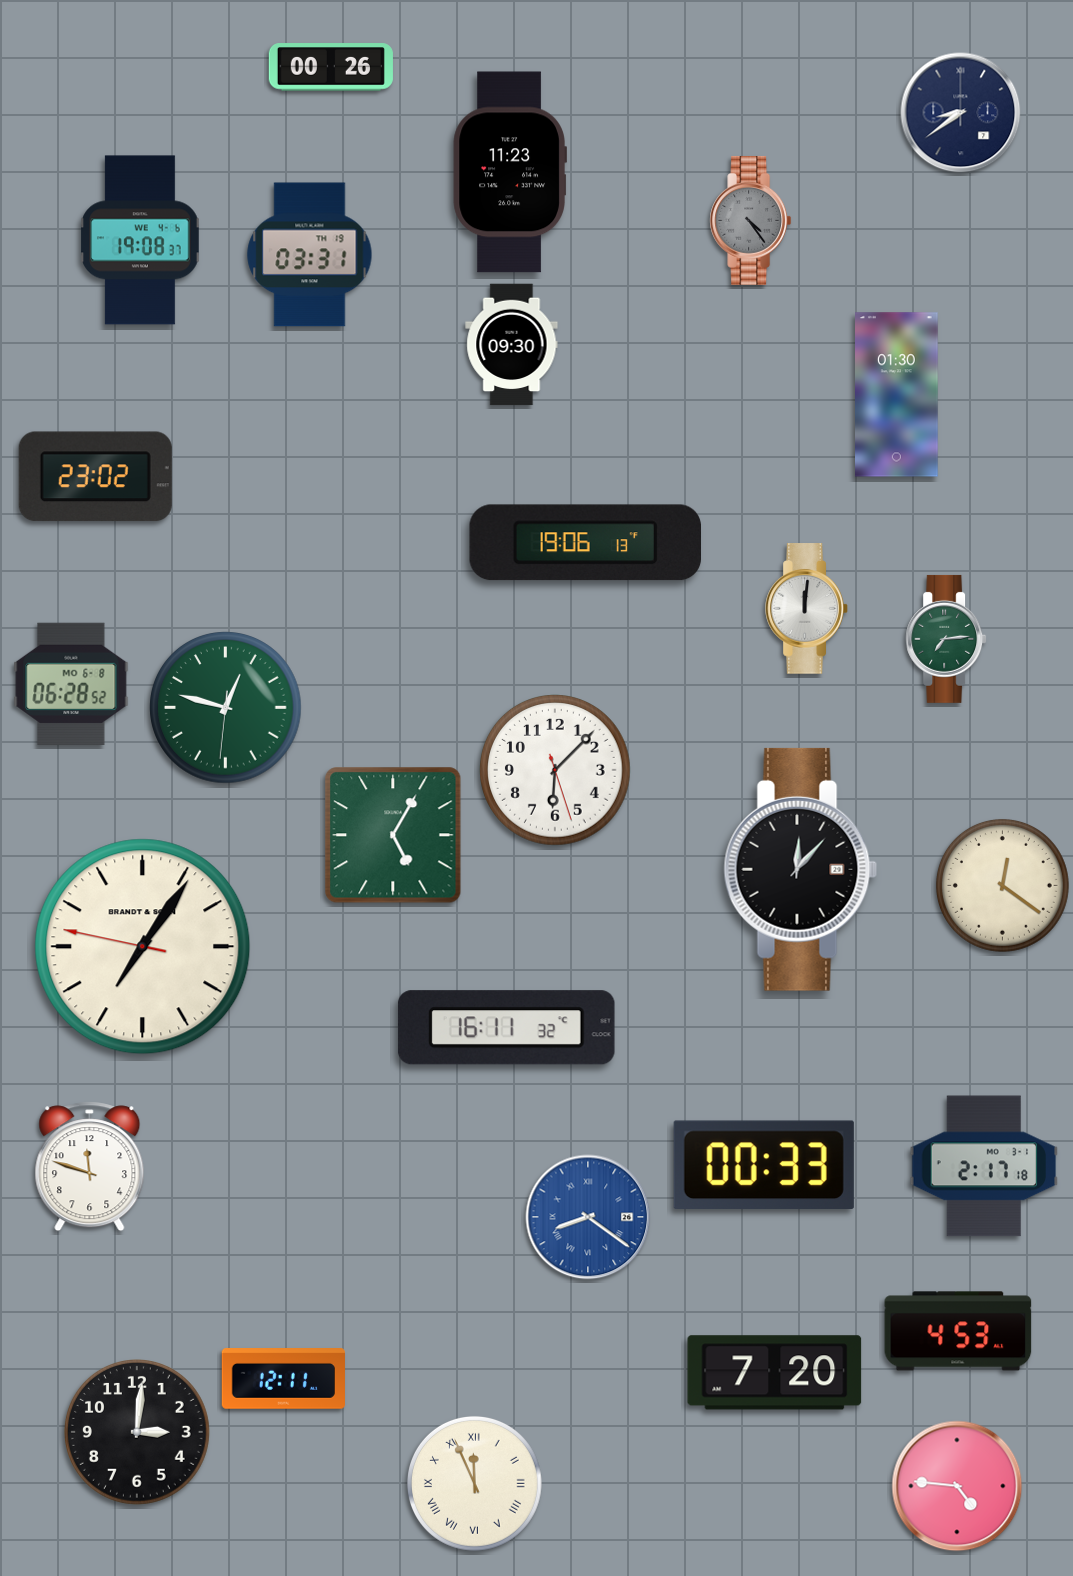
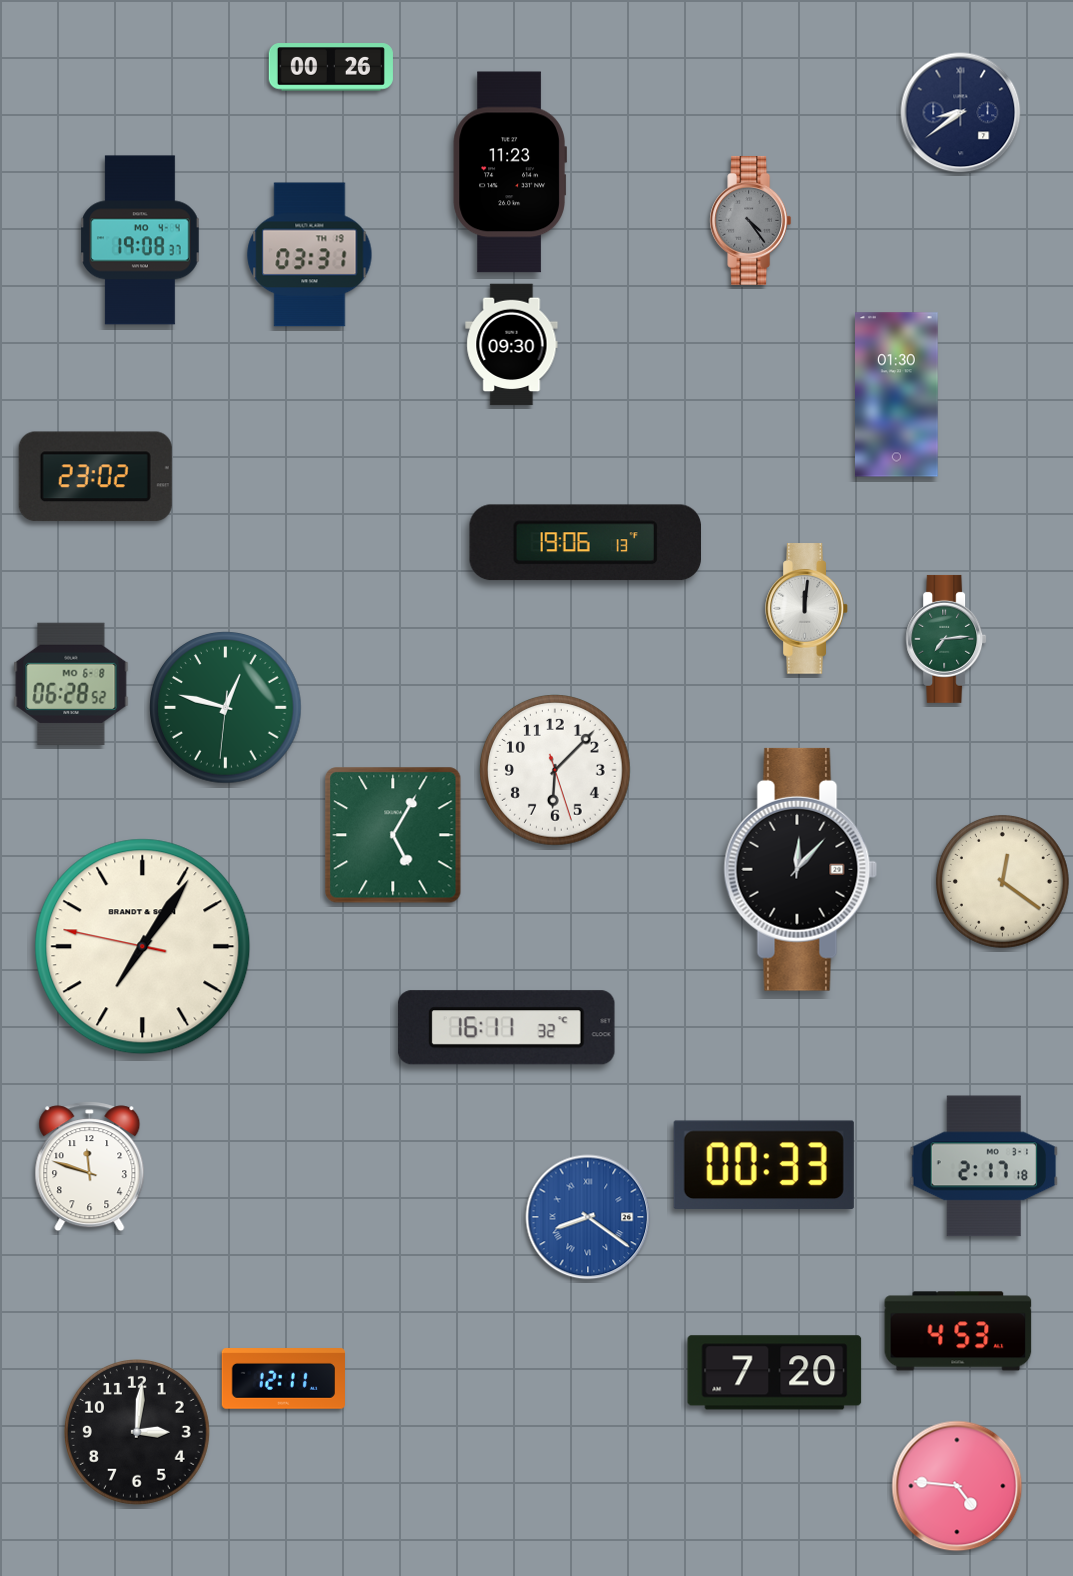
clock at (140, 240) date: WE 4-6 -> MO 4-4
clock at (1002, 885) position: (1002, 885) -> (1002, 881)
clock at (474, 1483): 11:56 -> none
